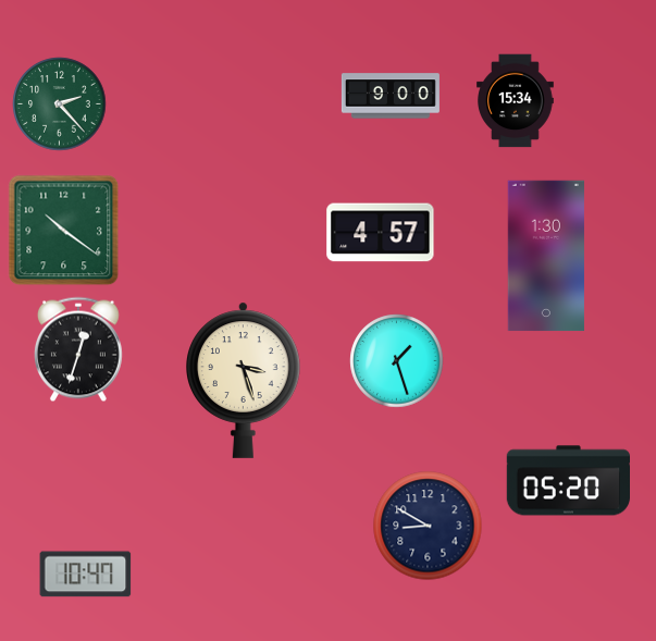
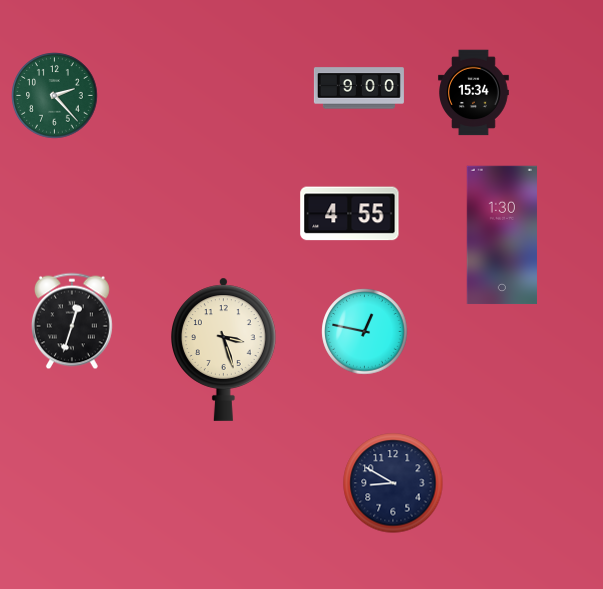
clock at (64, 231): 10:21 -> none
clock at (381, 233): 4:57 -> 4:55
clock at (397, 361): 1:27 -> 12:47
clock at (568, 481): 05:20 -> none
clock at (86, 575): 10:47 -> none
